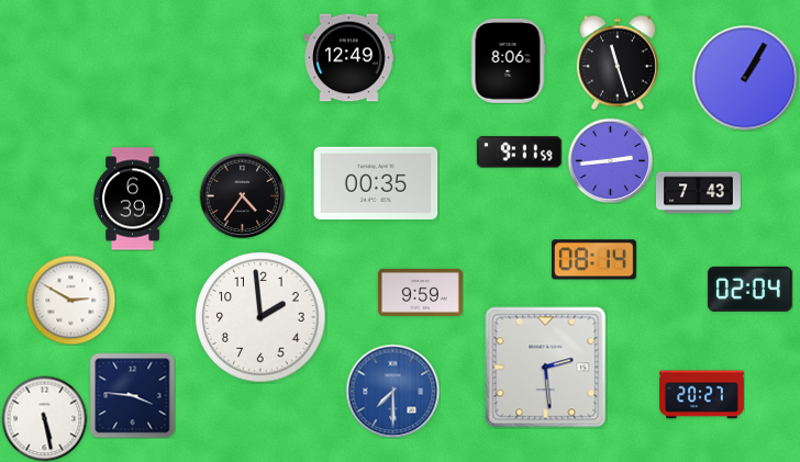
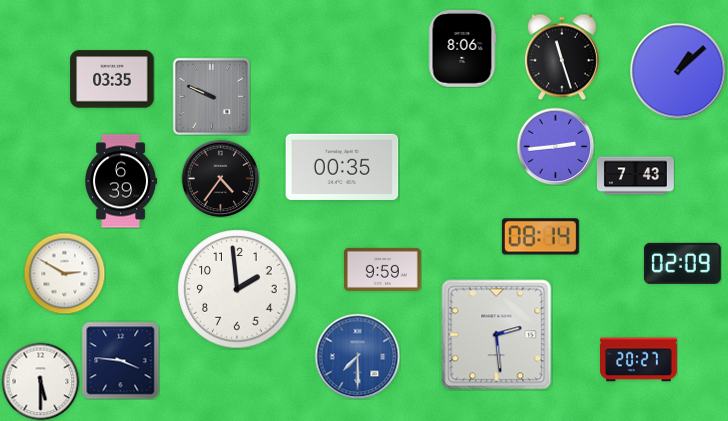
clock at (349, 58): 12:49 -> none
clock at (508, 60) position: (508, 60) -> (462, 48)
clock at (745, 78): 1:05 -> 1:08
clock at (112, 79): none -> 03:35
clock at (211, 96): none -> 9:49
clock at (519, 153): 9:11 -> none
clock at (749, 289): 02:04 -> 02:09
clock at (420, 292) position: (420, 292) -> (382, 269)
clock at (44, 418): 5:28 -> 5:30
